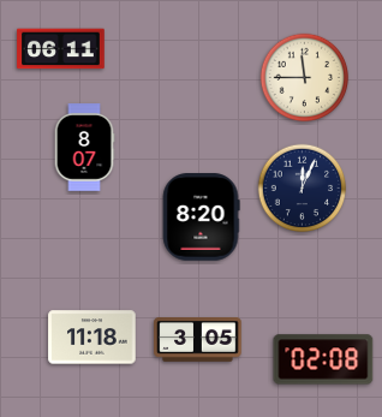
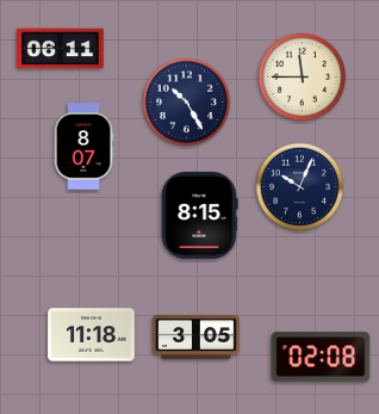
clock at (187, 103): none -> 10:25
clock at (303, 189): 12:04 -> 10:04
clock at (201, 218): 8:20 -> 8:15
